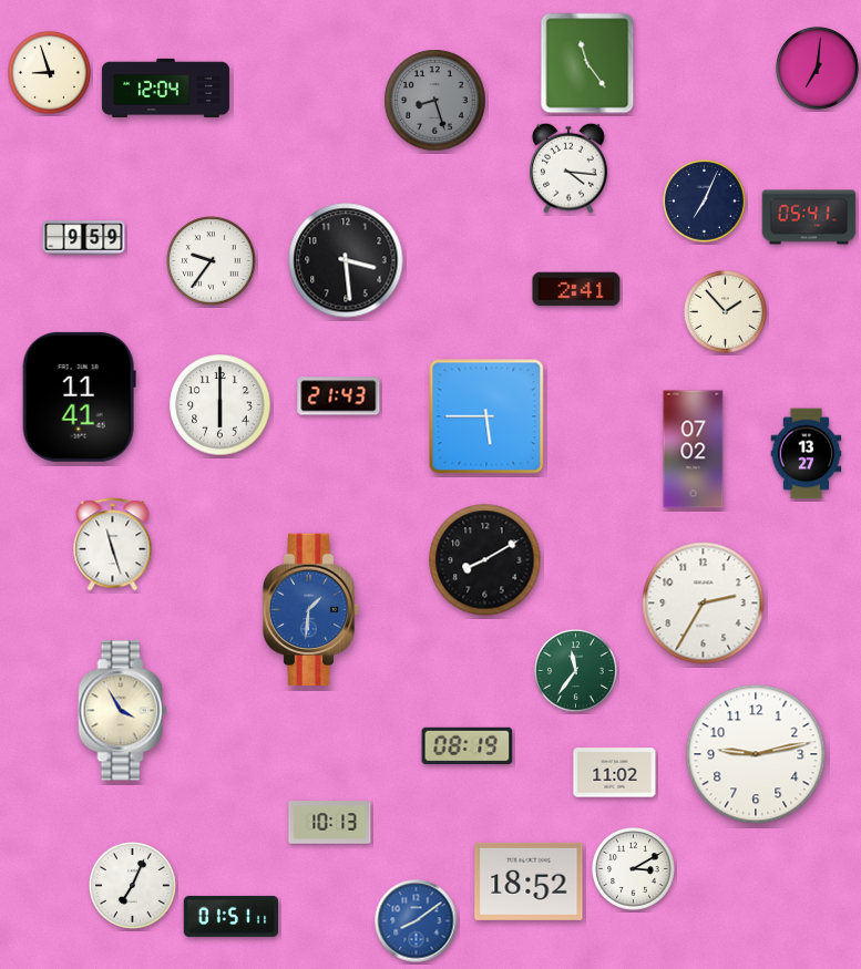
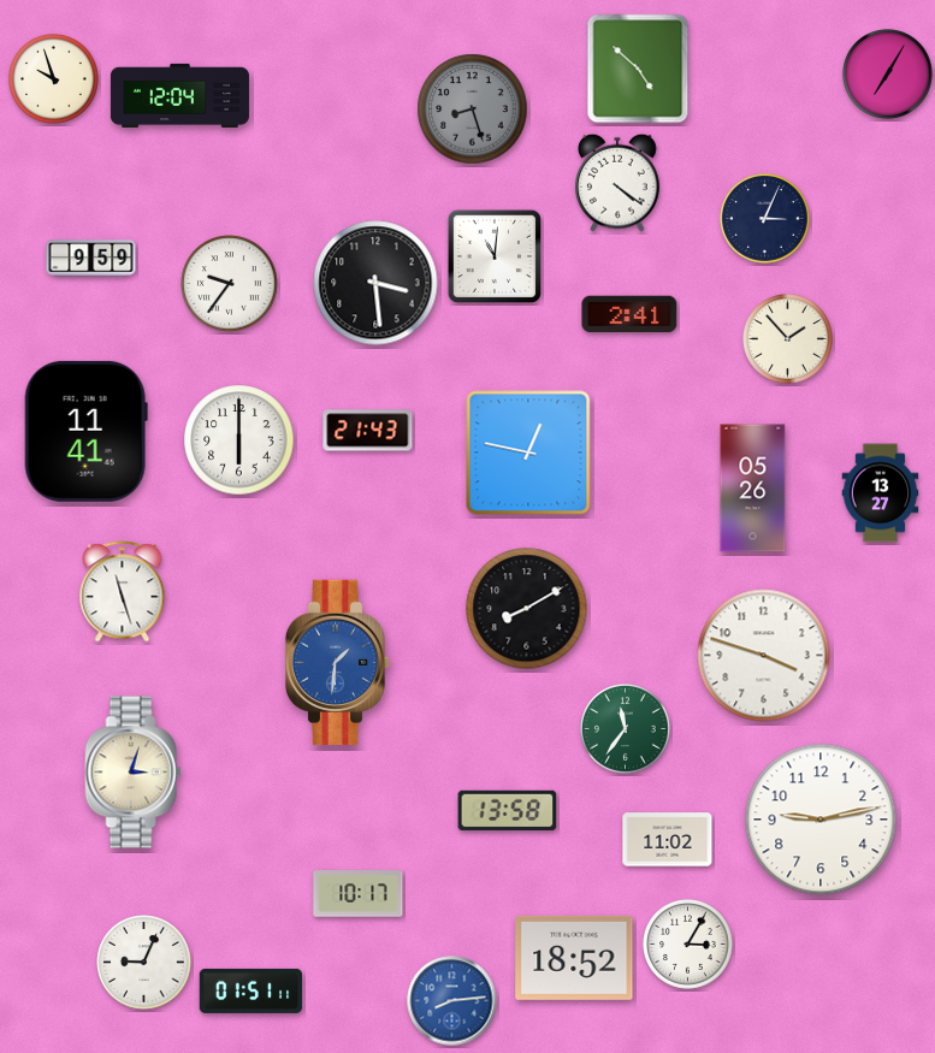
clock at (587, 63): 11:24 -> 4:52
clock at (818, 69): 7:01 -> 7:05
clock at (50, 73): 8:57 -> 9:57
clock at (570, 168): 4:16 -> 4:21
clock at (705, 202): 7:04 -> 3:04
clock at (809, 217): 05:41 -> none
clock at (493, 255): none -> 11:01
clock at (576, 289) position: (576, 289) -> (629, 314)
clock at (486, 416): 5:45 -> 12:47
clock at (694, 450): 07:02 -> 05:26
clock at (807, 454) position: (807, 454) -> (881, 493)
clock at (704, 604): 2:35 -> 3:48
clock at (123, 711): 3:55 -> 3:03
clock at (468, 746): 08:19 -> 13:58
clock at (330, 823): 10:13 -> 10:17
clock at (634, 869): 3:10 -> 3:05
clock at (133, 886): 7:04 -> 9:04
clock at (232, 916) position: (232, 916) -> (251, 990)
clock at (417, 921): 8:09 -> 8:14
